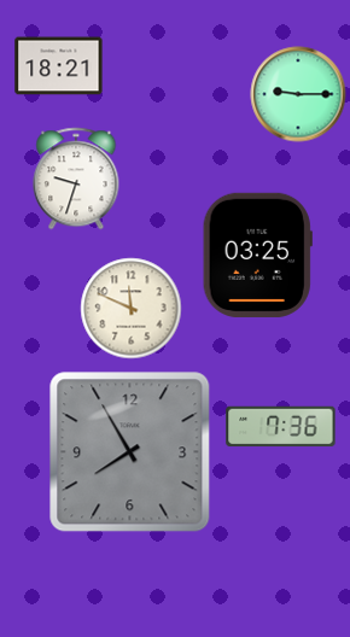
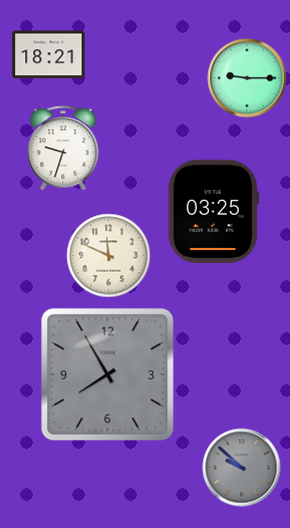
clock at (281, 427): 7:36 -> none
clock at (242, 468): none -> 9:52
